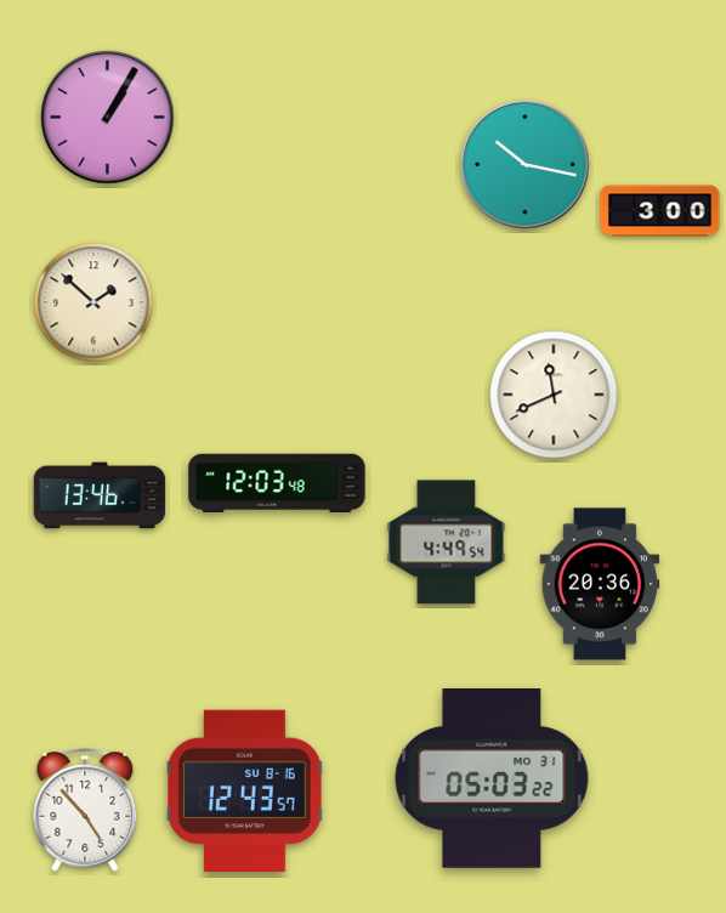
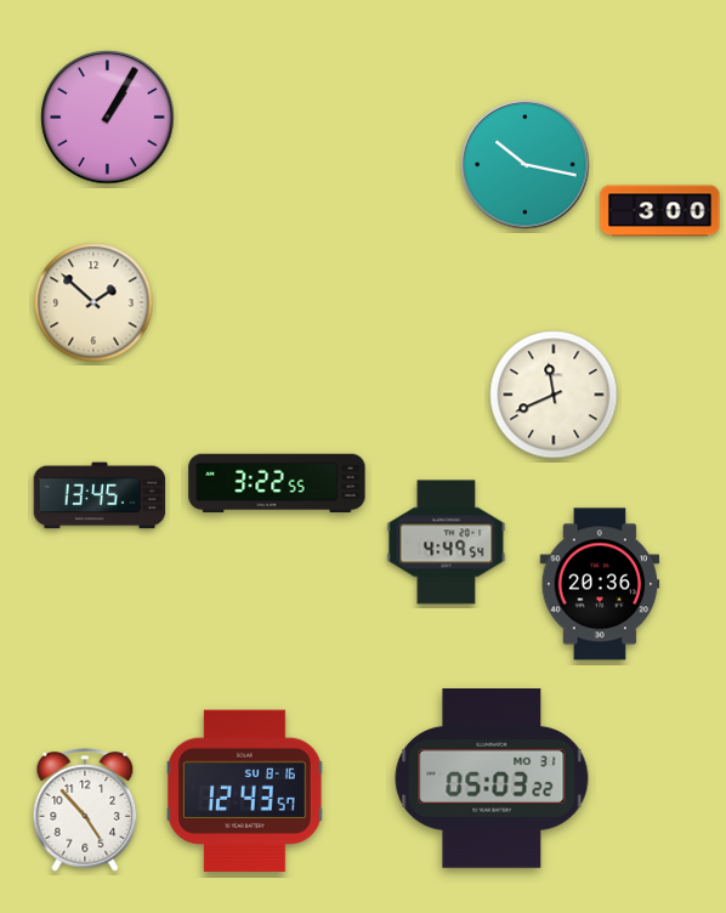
clock at (277, 483): 12:03 -> 3:22
clock at (100, 495): 13:46 -> 13:45
